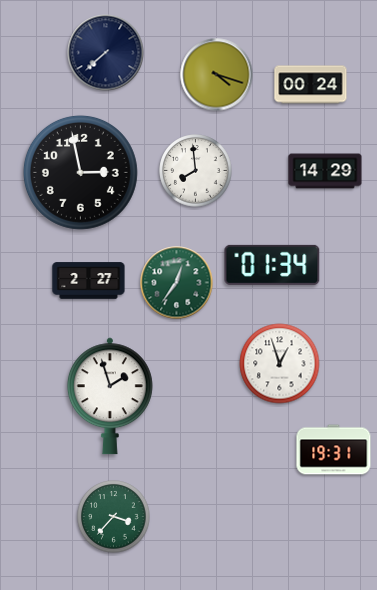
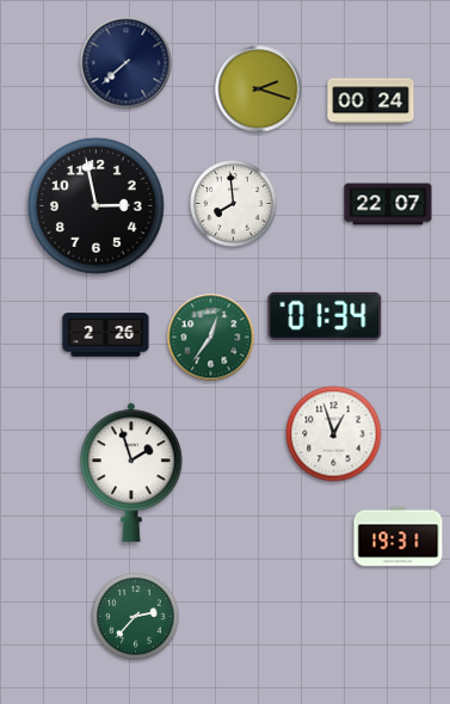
clock at (217, 75): 4:18 -> 2:18
clock at (325, 171): 14:29 -> 22:07
clock at (89, 281): 2:27 -> 2:26
clock at (114, 517): 3:37 -> 2:37
